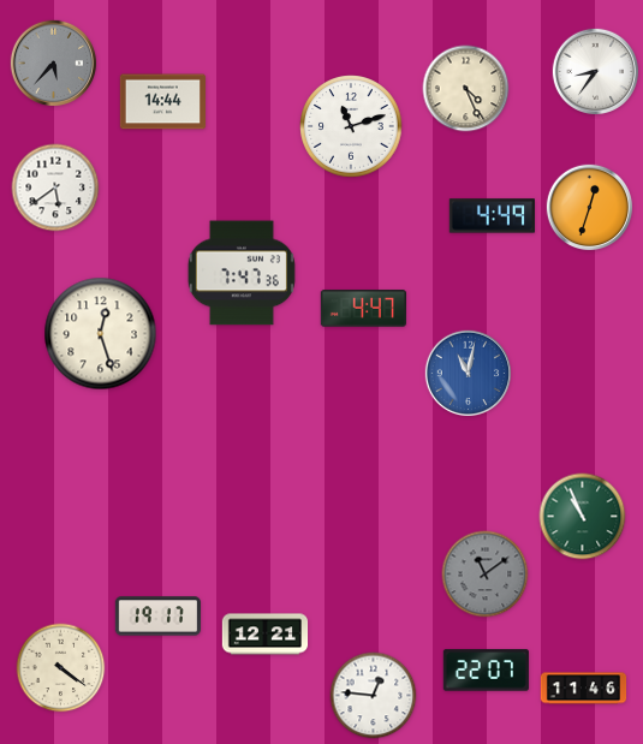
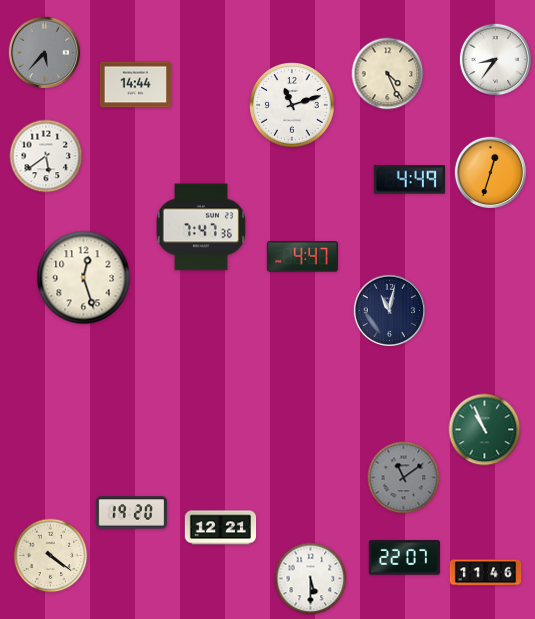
clock at (469, 374) dial: blue -> navy
clock at (157, 617): 19:17 -> 19:20
clock at (374, 696): 12:46 -> 5:30
